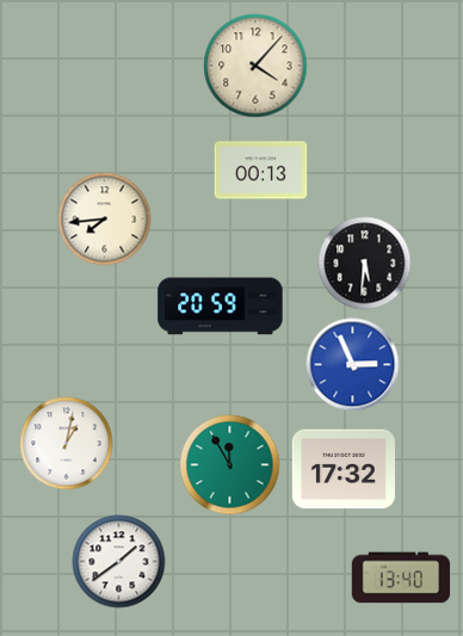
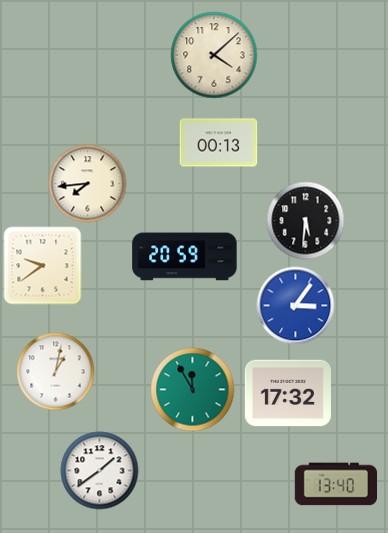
clock at (255, 66): 4:07 -> 4:08
clock at (42, 265): none -> 9:39
clock at (352, 364): 2:56 -> 3:06
